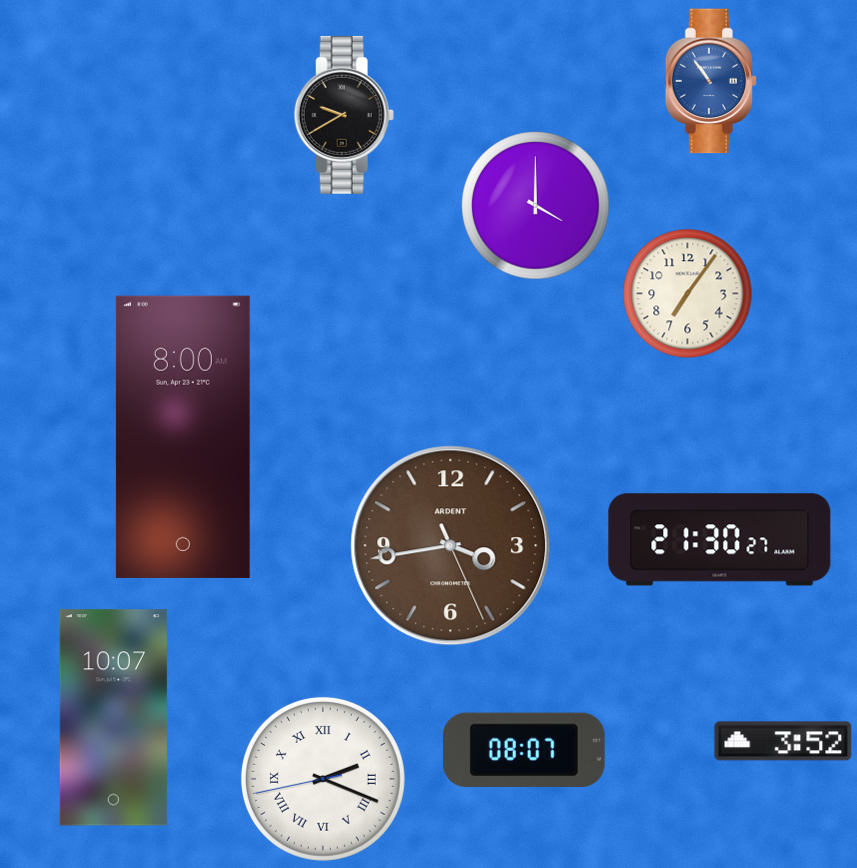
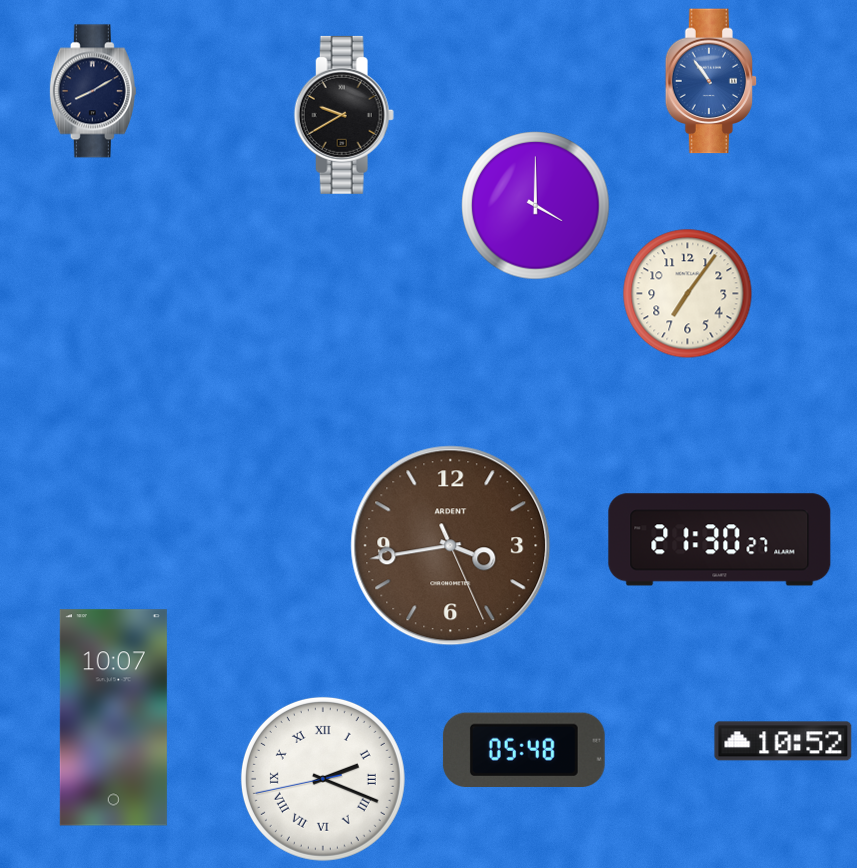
clock at (93, 91): none -> 8:10
clock at (183, 437): 8:00 -> none
clock at (783, 741): 3:52 -> 10:52
clock at (524, 749): 08:07 -> 05:48
